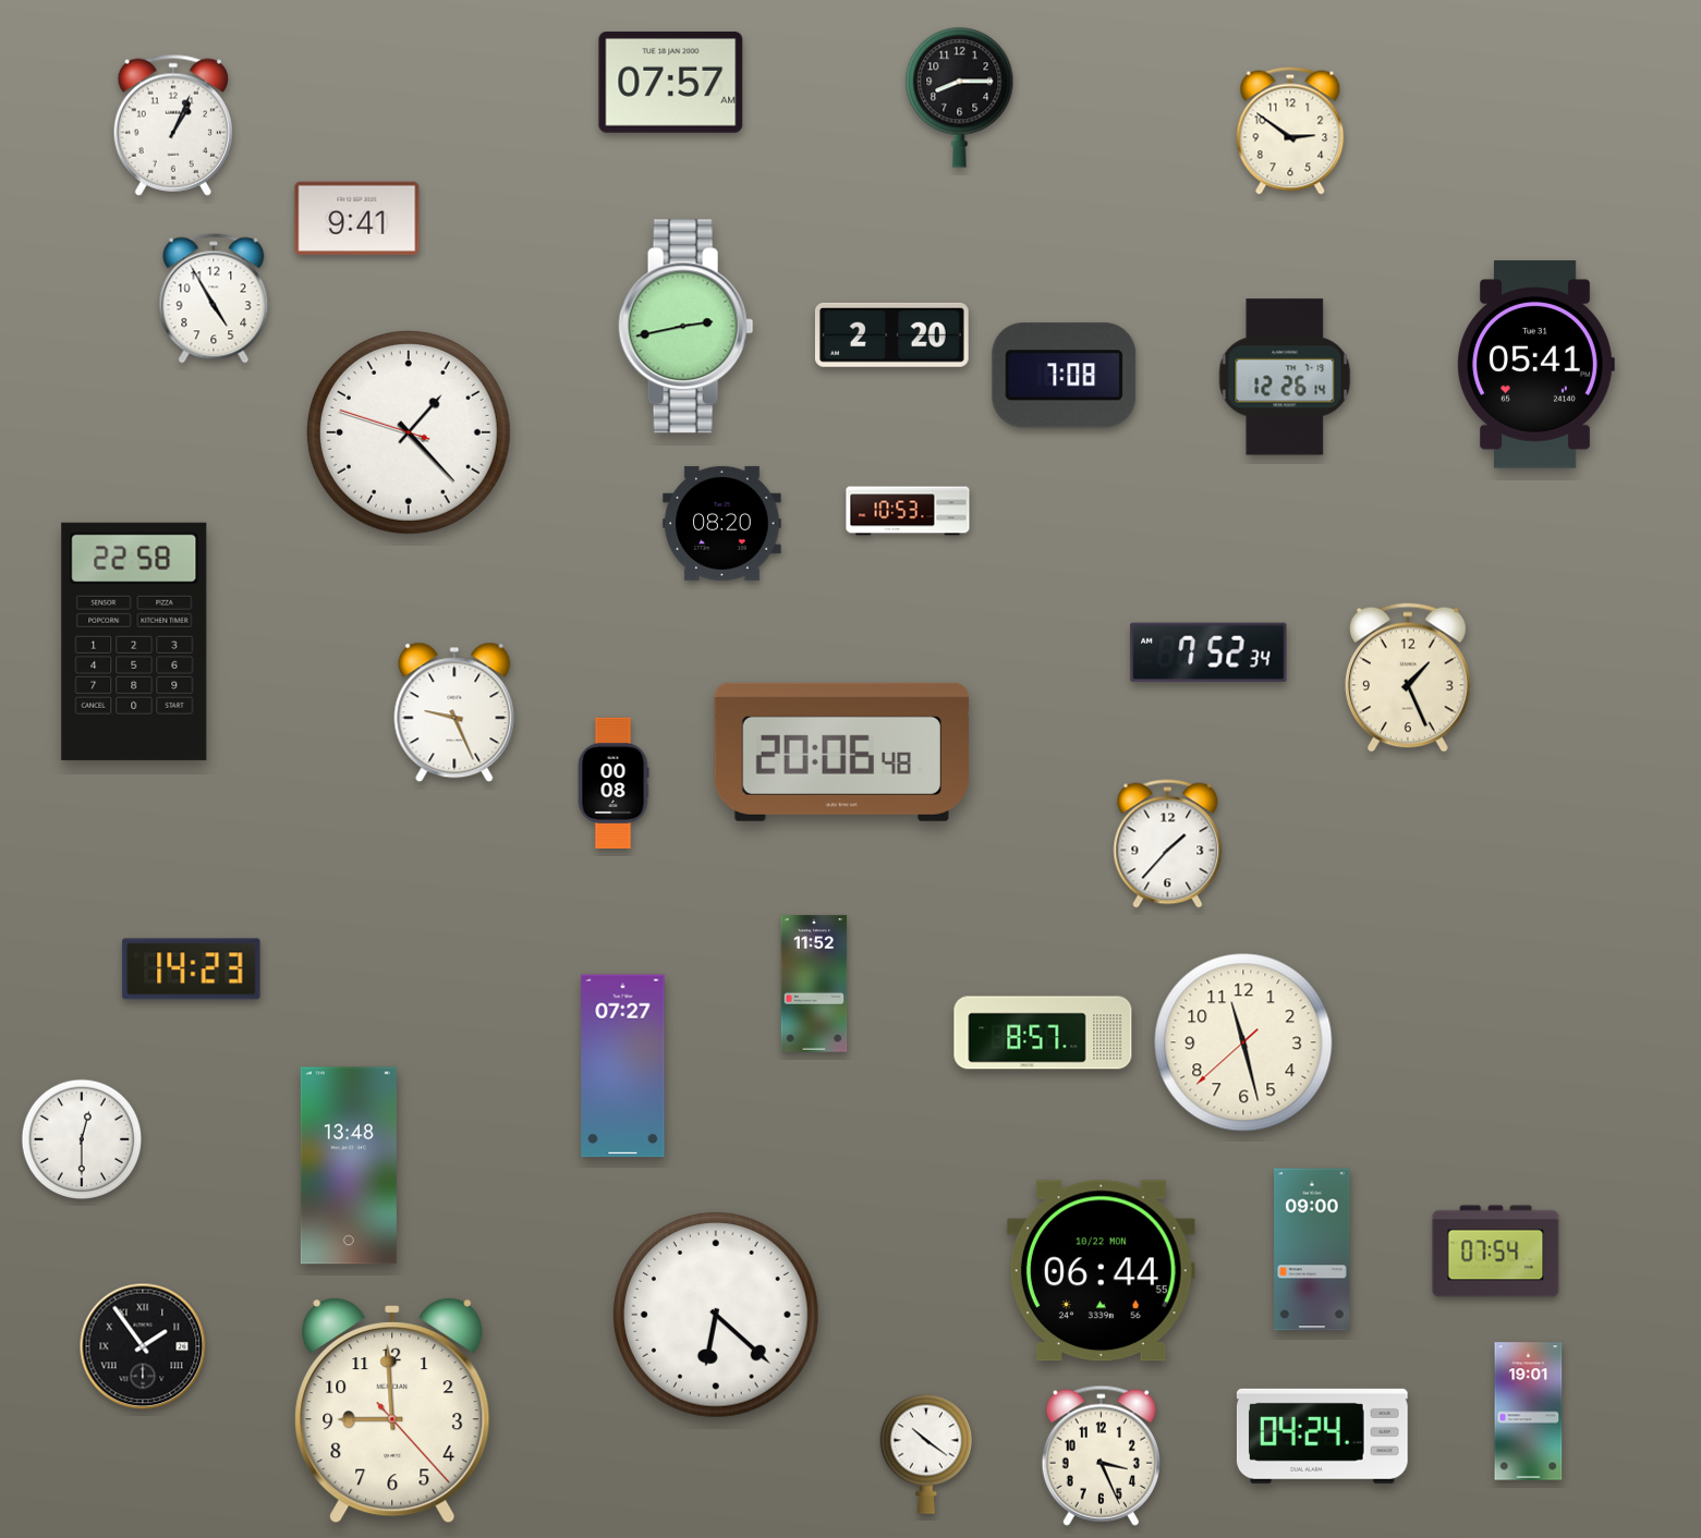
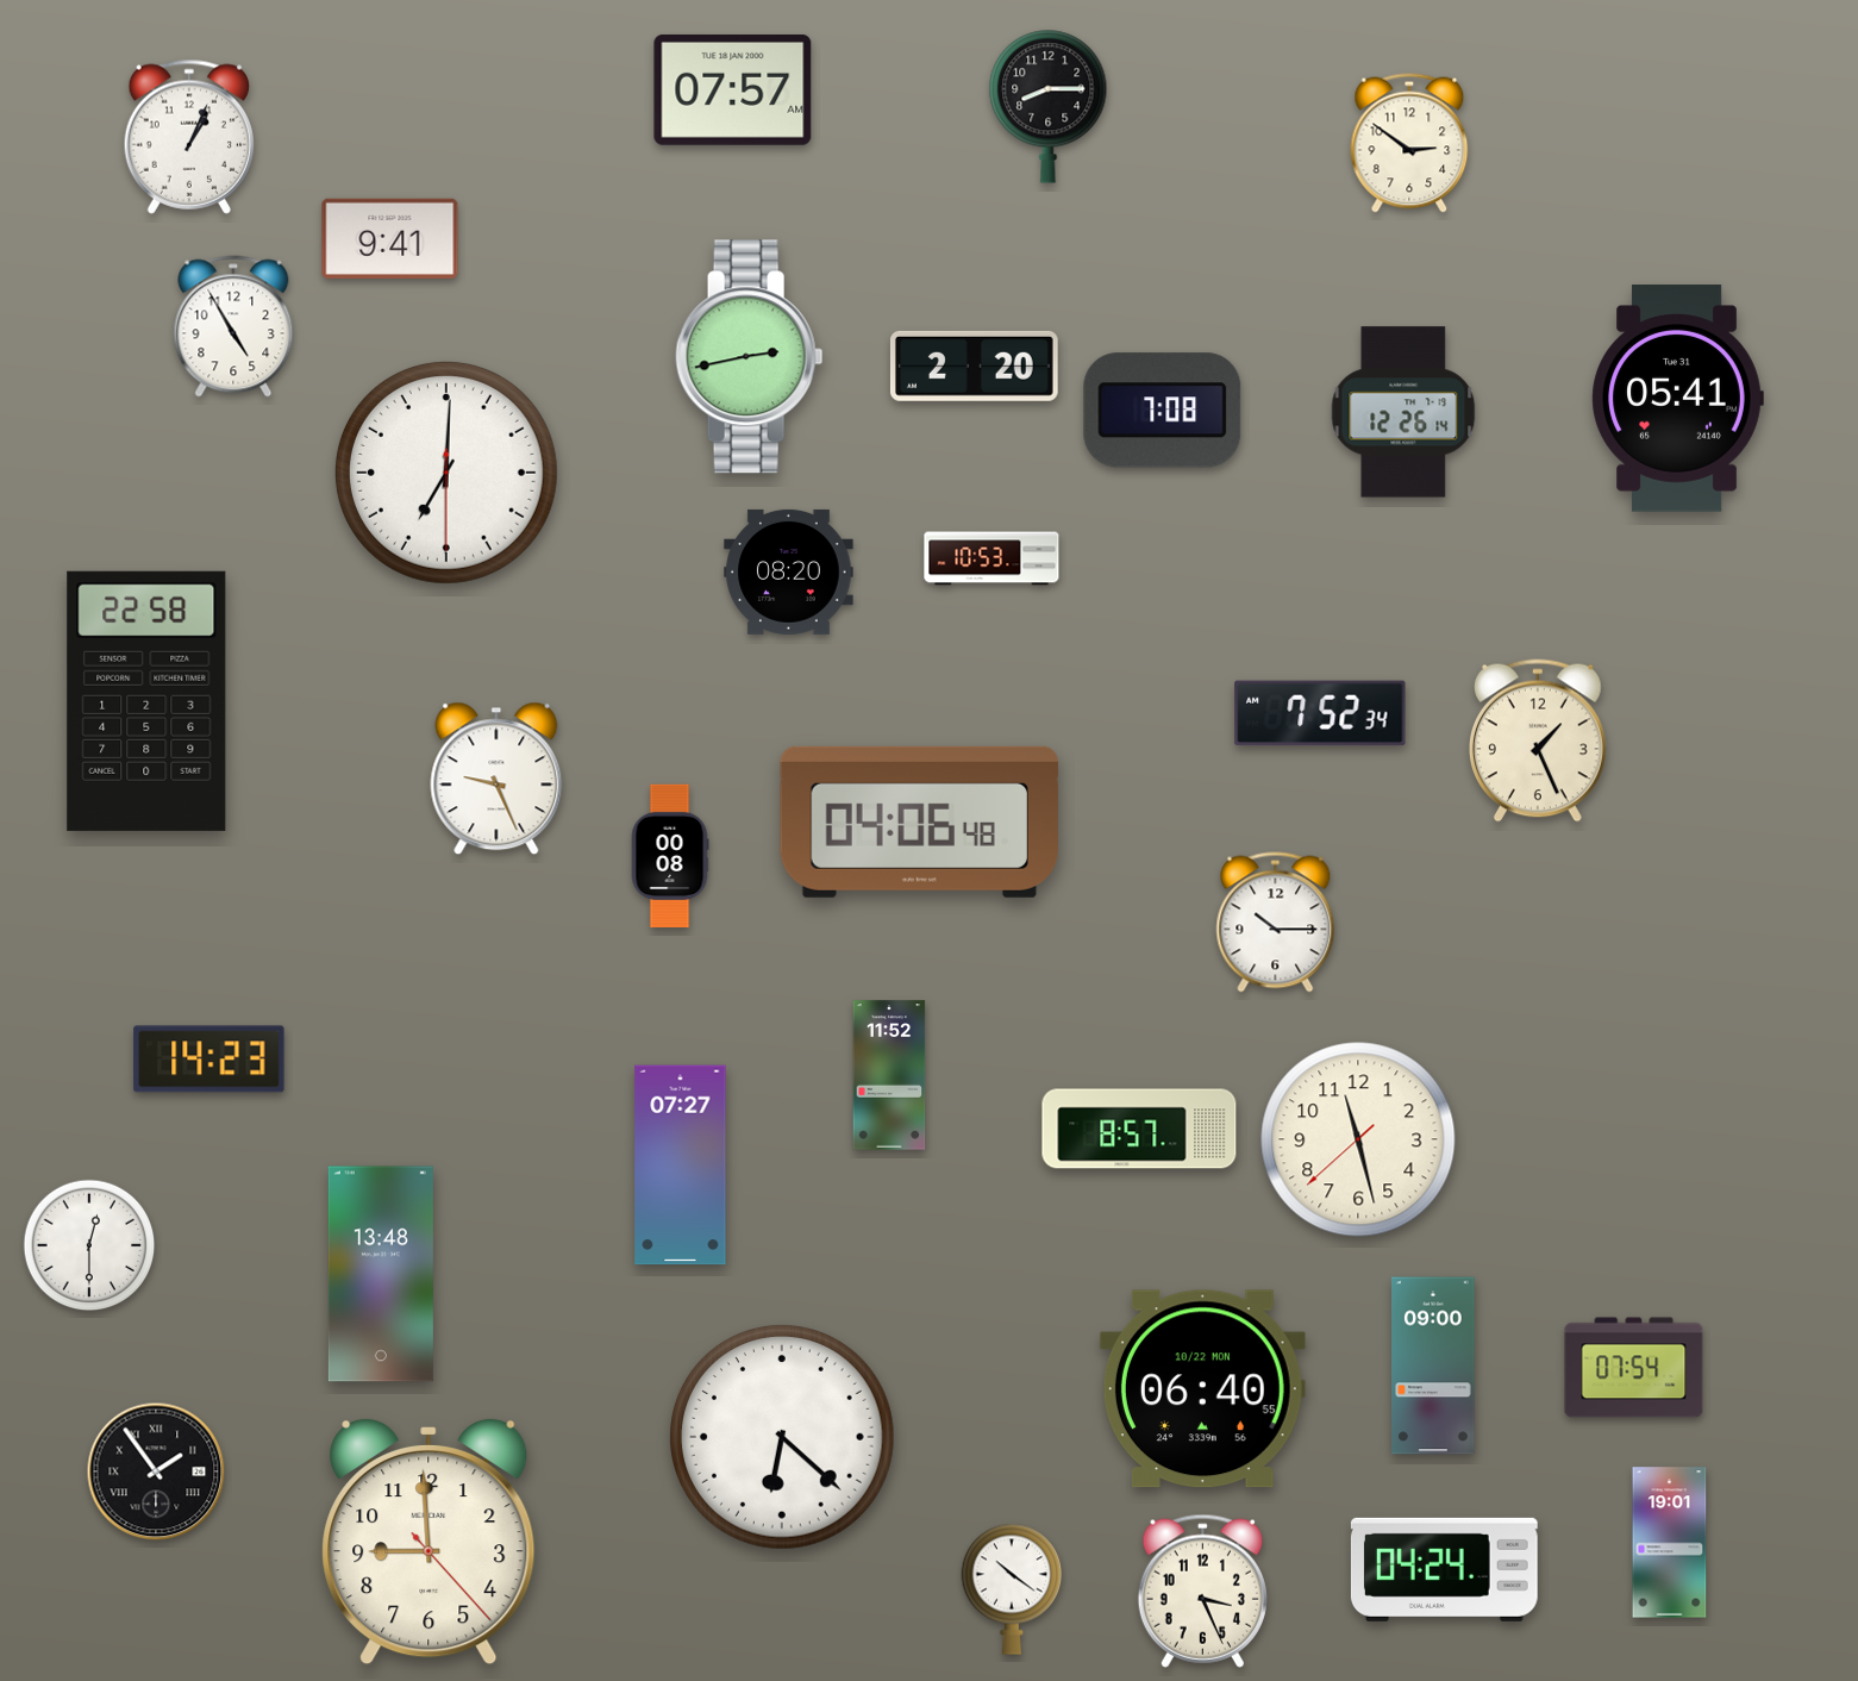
clock at (409, 432): 1:22 -> 7:00
clock at (841, 752): 20:06 -> 04:06
clock at (1168, 844): 1:37 -> 10:15
clock at (1101, 1271): 06:44 -> 06:40
